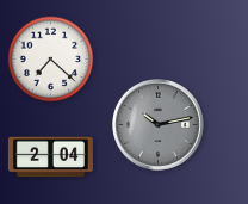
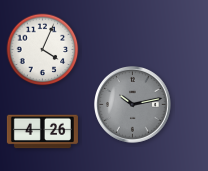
clock at (51, 60): 7:22 -> 4:04
clock at (50, 157): 2:04 -> 4:26
